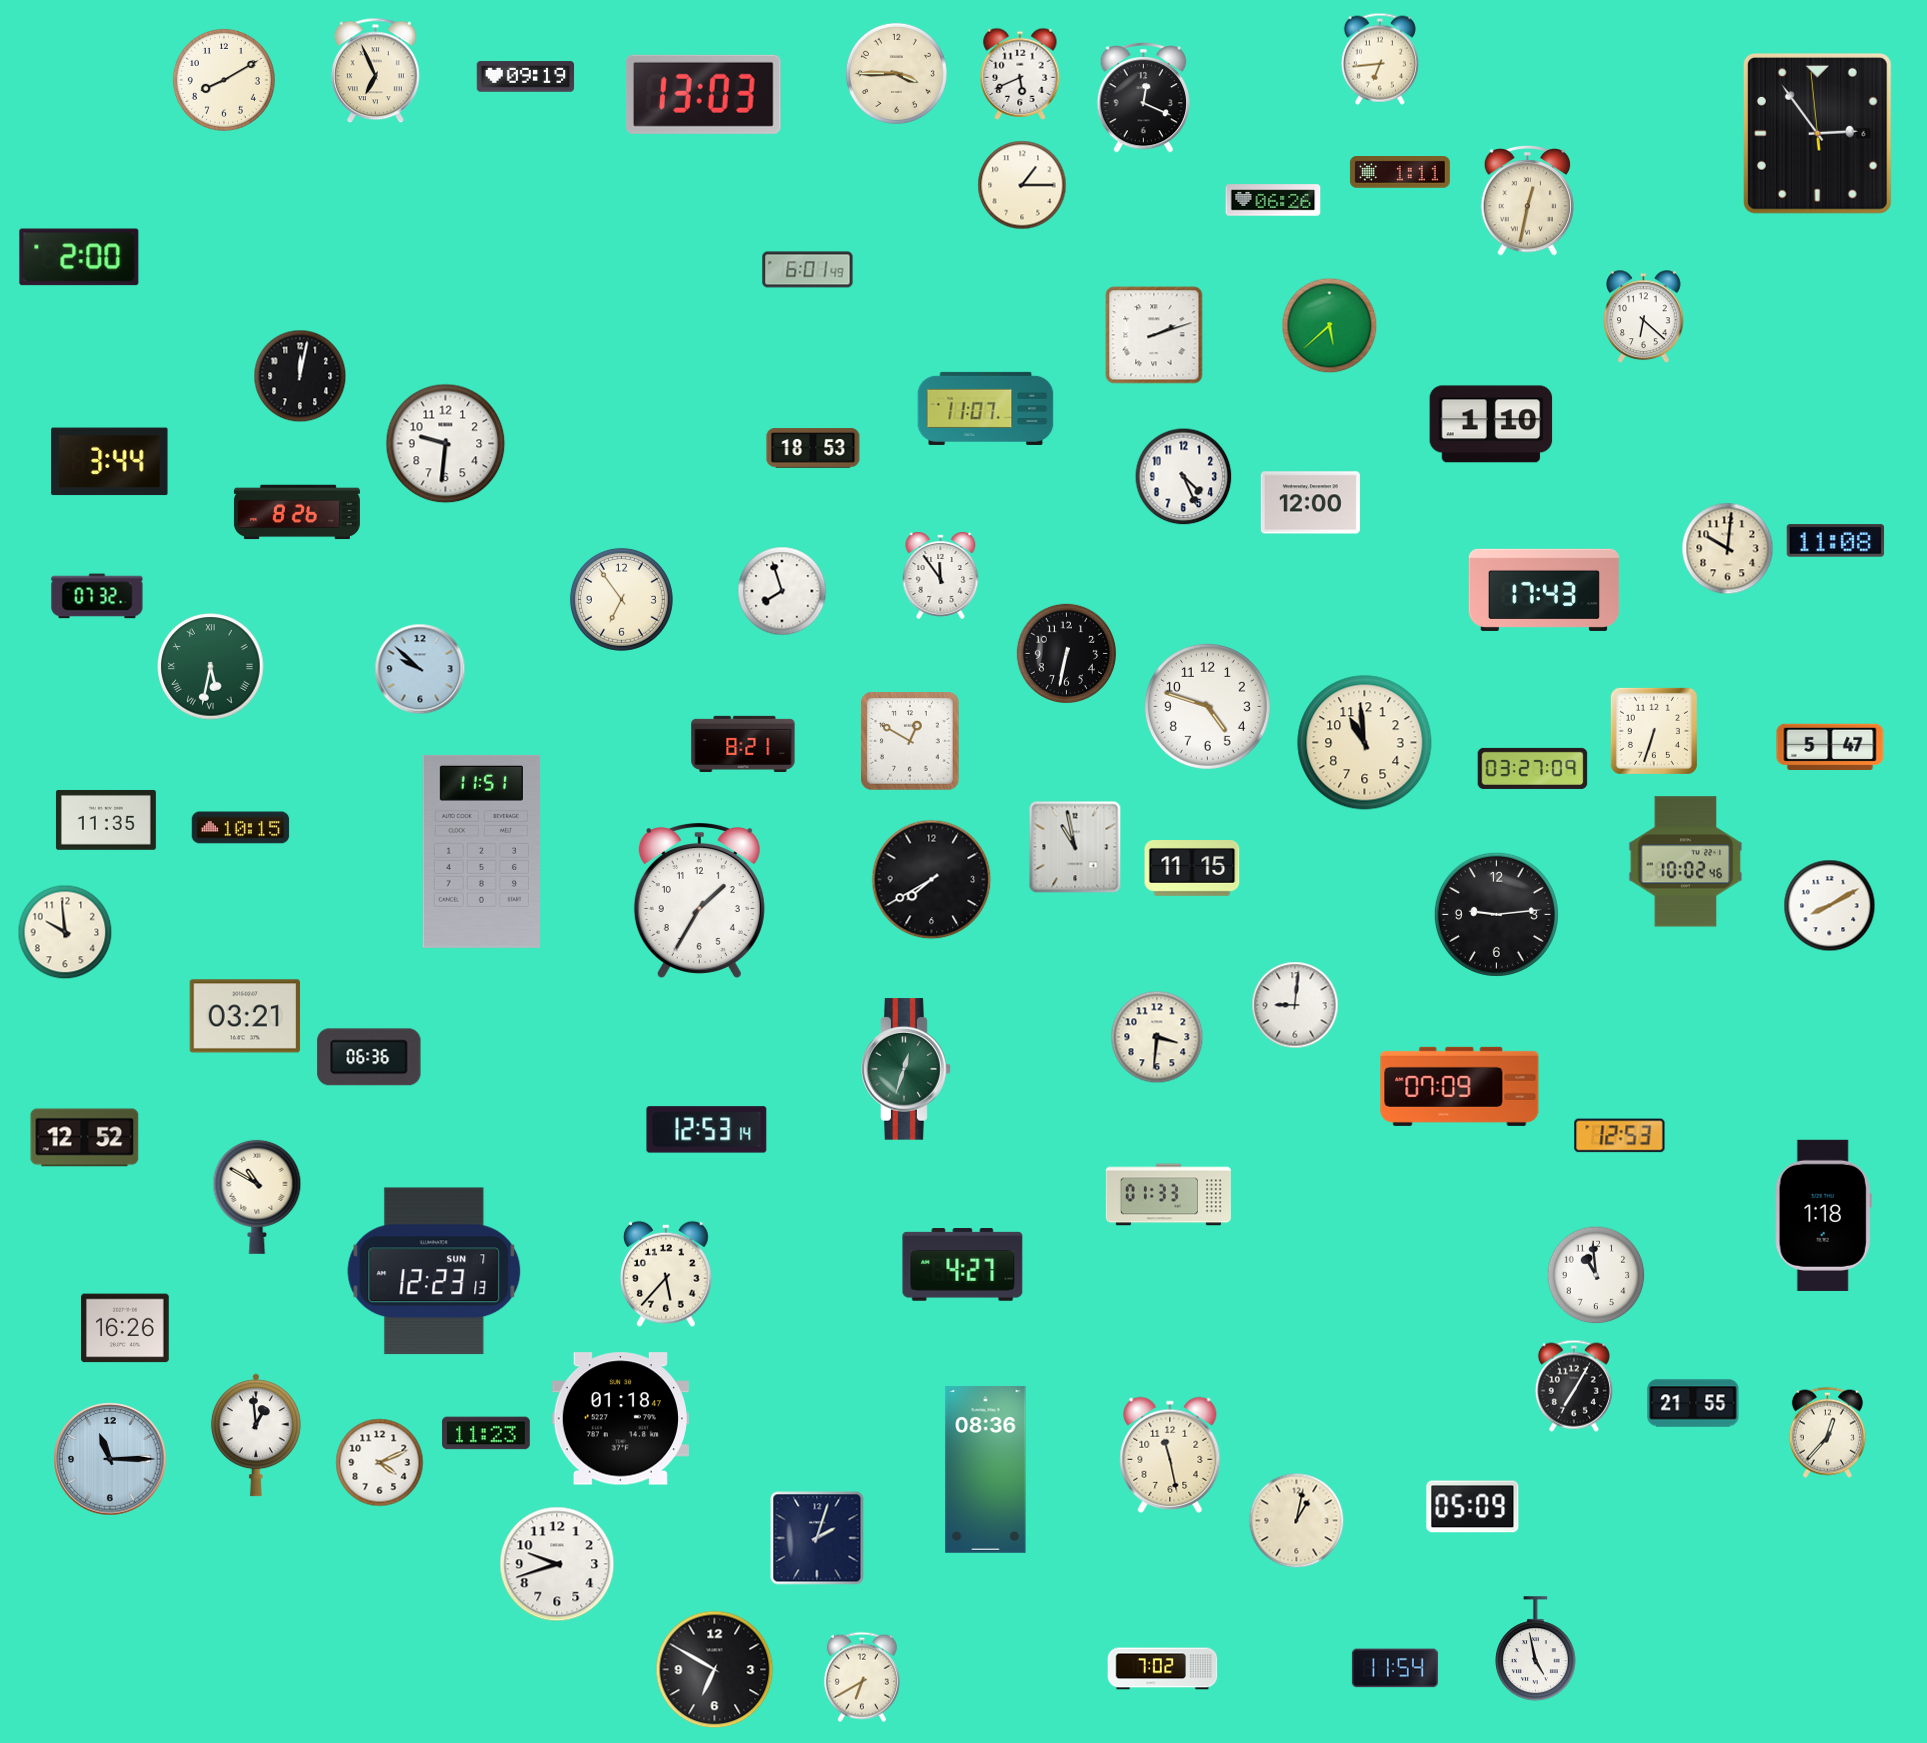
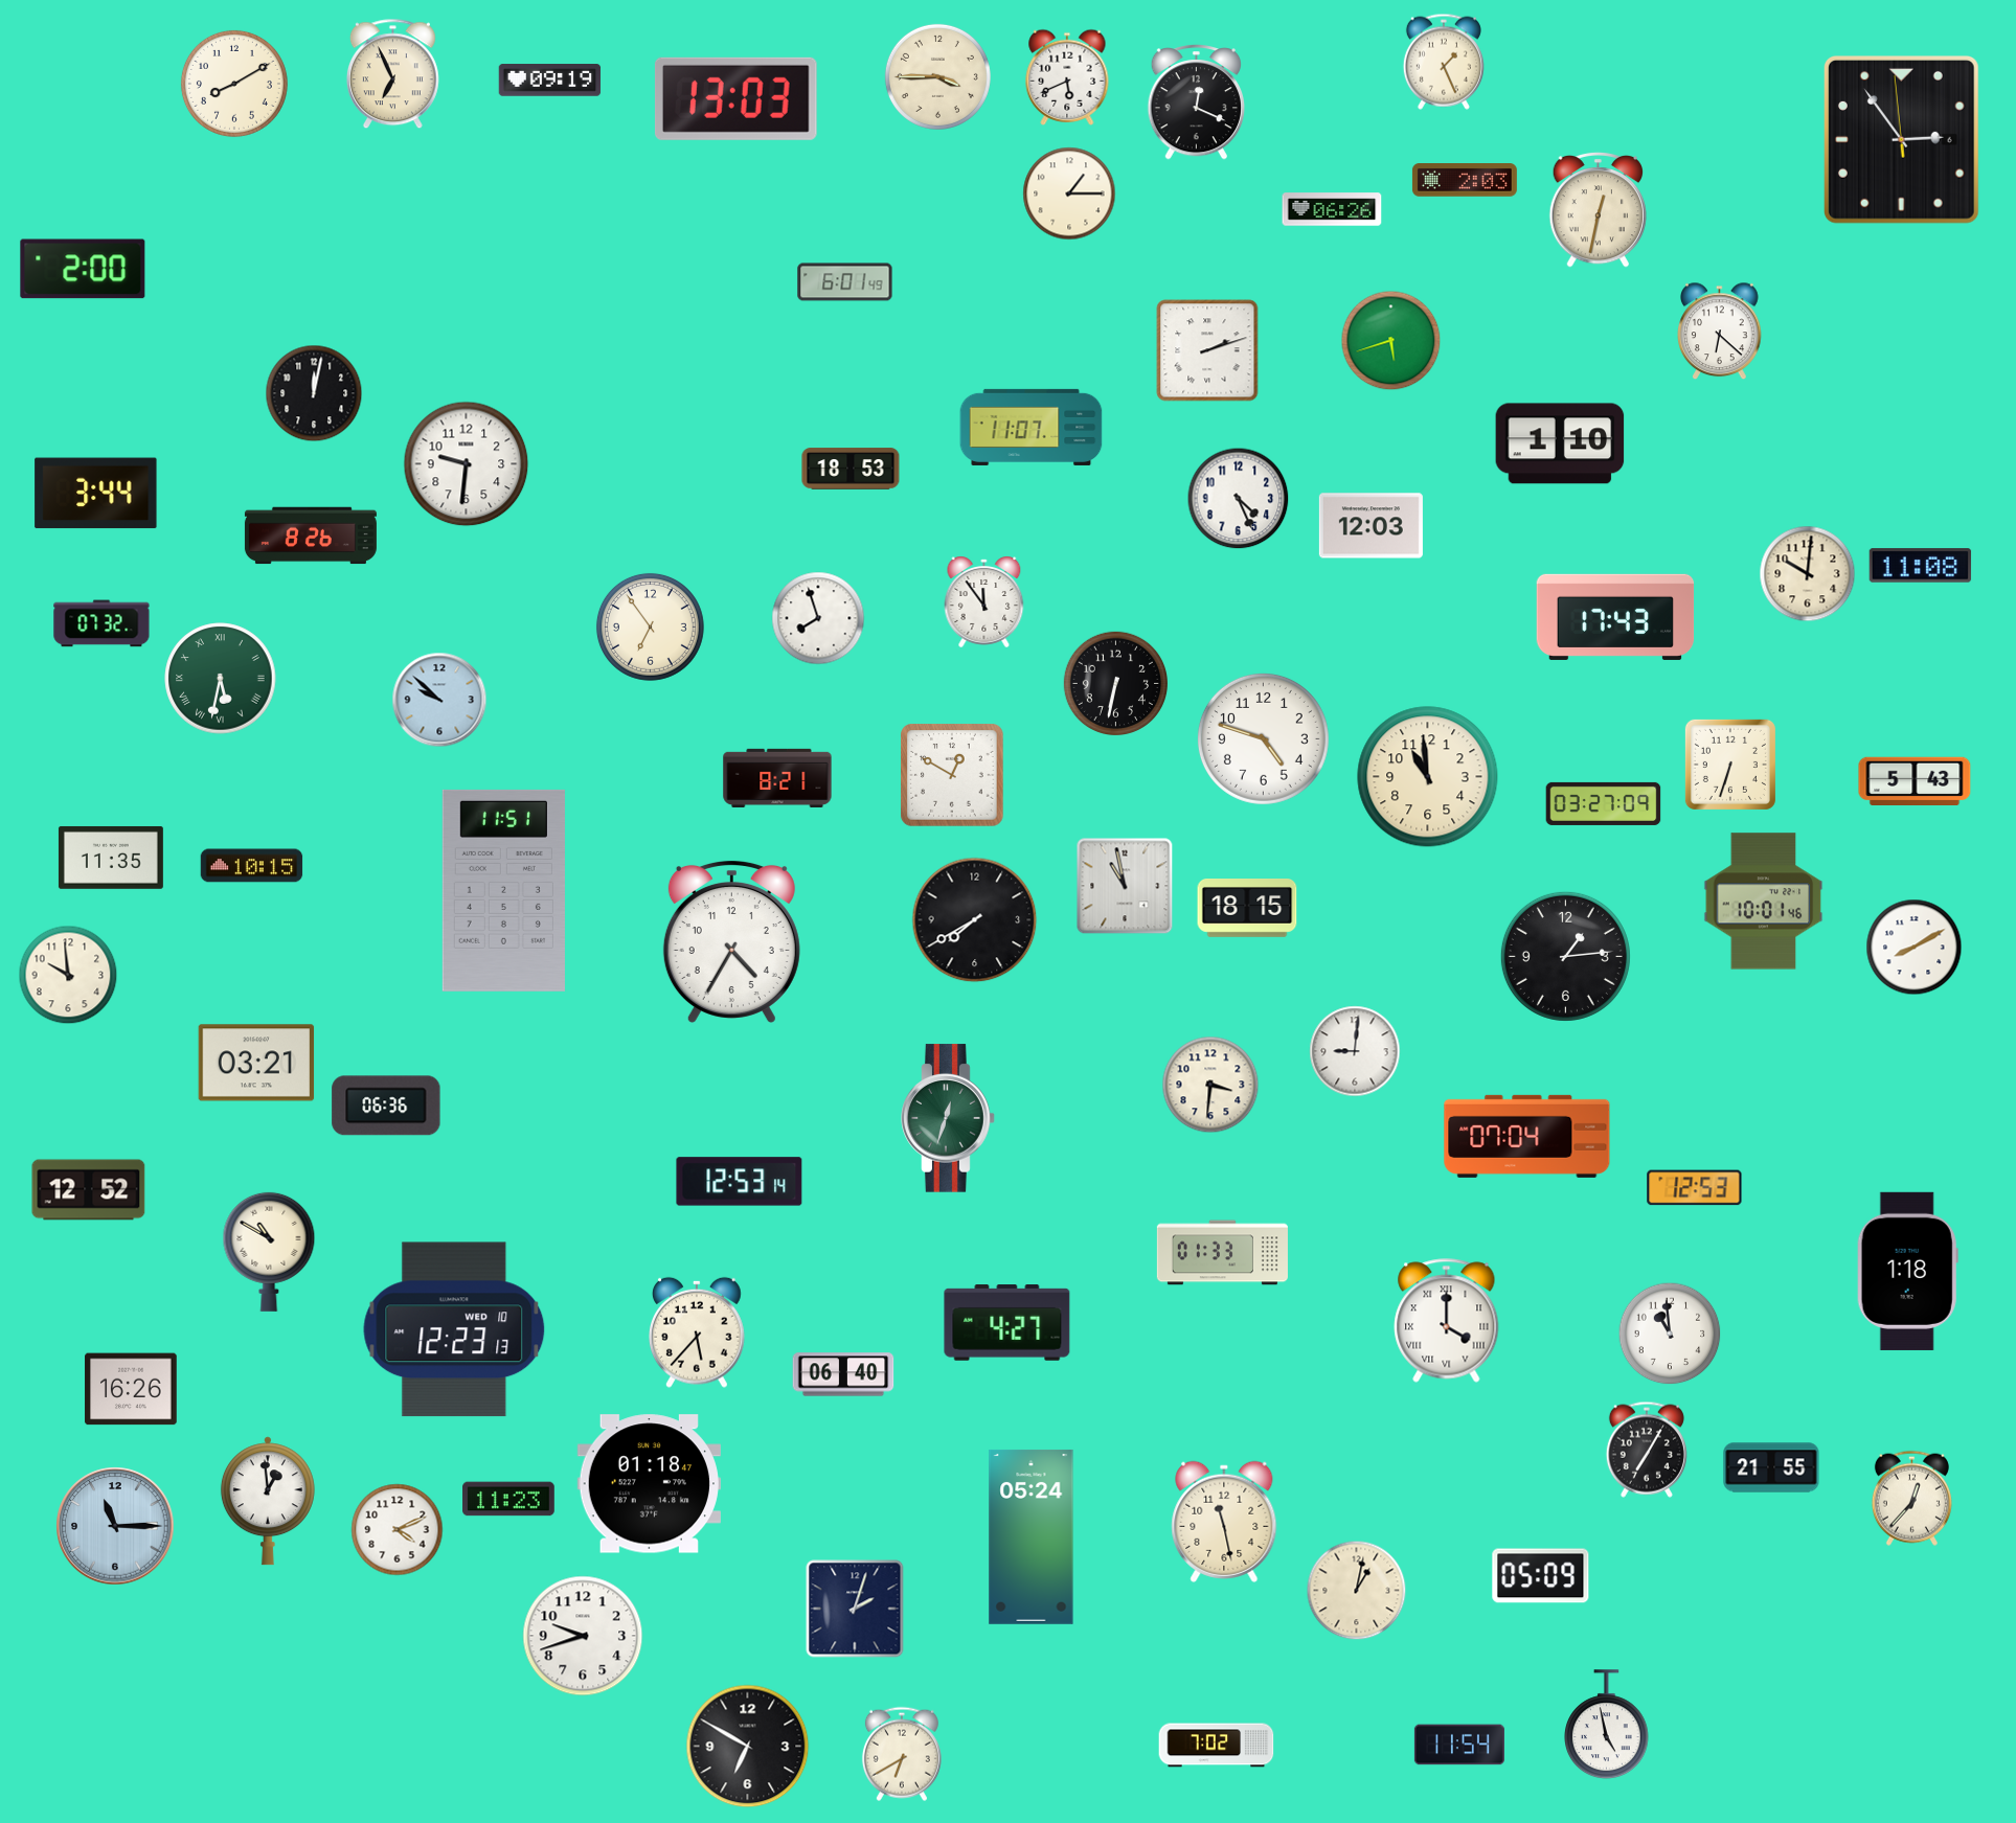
clock at (1380, 59): 6:44 -> 1:26
clock at (1400, 173): 1:11 -> 2:03
clock at (1330, 326): 5:38 -> 5:42
clock at (110, 462) position: (110, 462) -> (96, 494)
clock at (1310, 503): 12:00 -> 12:03
clock at (211, 667) position: (211, 667) -> (221, 679)
clock at (1830, 746): 5:47 -> 5:43
clock at (1686, 862): 10:02 -> 10:01
clock at (1192, 869): 11:15 -> 18:15
clock at (699, 900): 1:35 -> 4:35
clock at (1496, 914): 9:14 -> 1:14
clock at (1460, 1086): 07:09 -> 07:04
clock at (1168, 1195) position: (1168, 1195) -> (1222, 1253)
clock at (1447, 1321): none -> 4:00
clock at (434, 1271) date: SUN 7 -> WED 10
clock at (843, 1374): none -> 06:40
clock at (986, 1469): 08:36 -> 05:24
